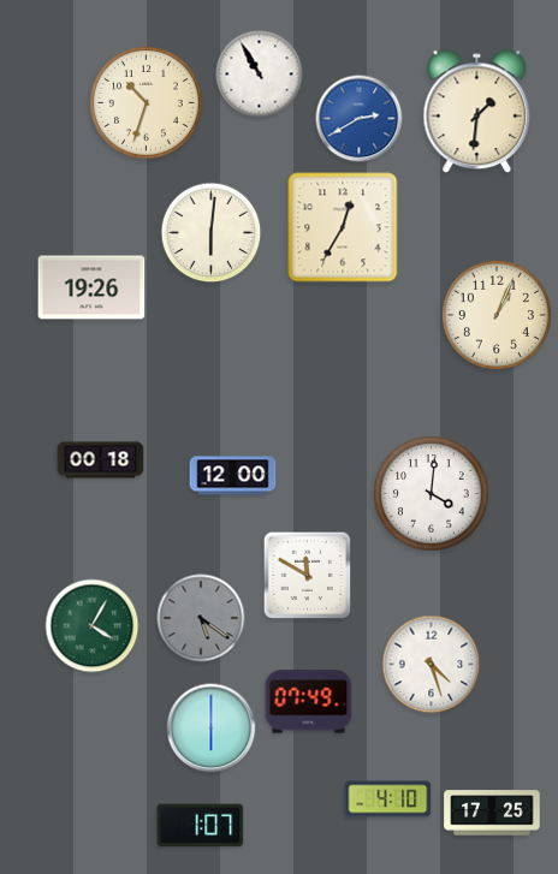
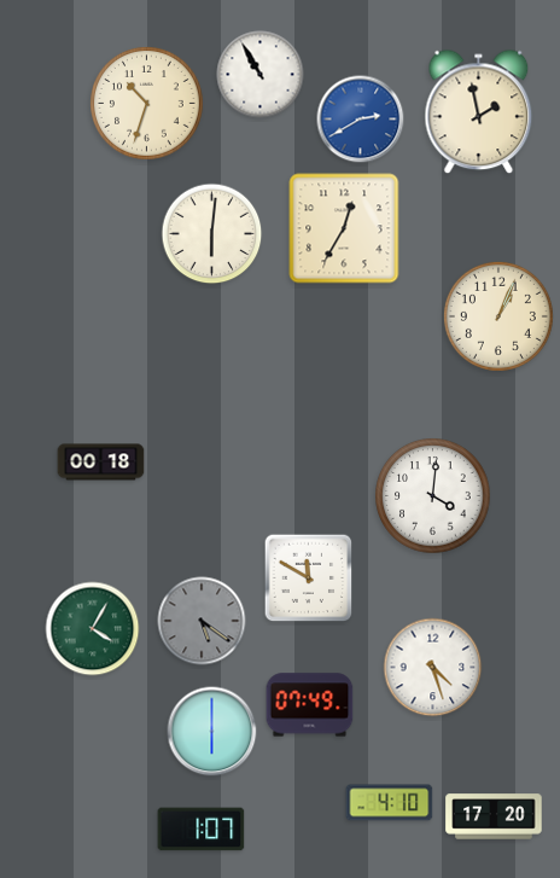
clock at (477, 112): 1:31 -> 1:58
clock at (91, 287): 19:26 -> none
clock at (233, 476): 12:00 -> none
clock at (492, 813): 17:25 -> 17:20
